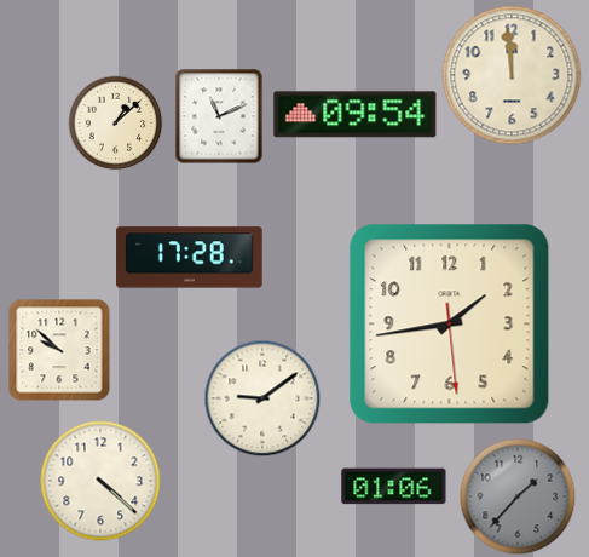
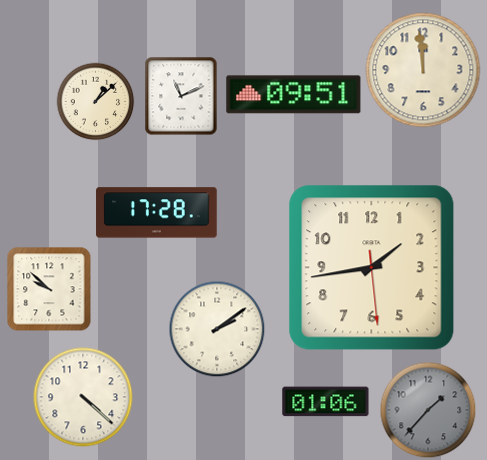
clock at (512, 75) position: (512, 75) -> (423, 70)
clock at (356, 115): 09:54 -> 09:51
clock at (262, 398): 9:09 -> 2:09
